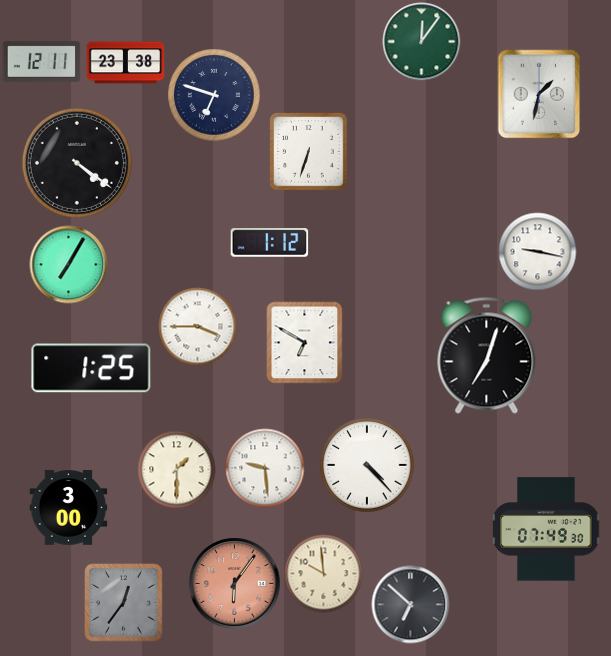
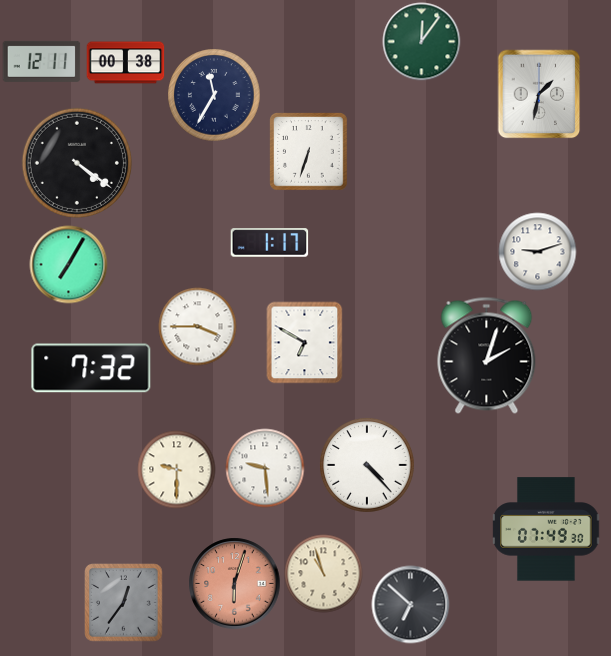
clock at (125, 63): 23:38 -> 00:38
clock at (214, 95): 6:48 -> 11:35
clock at (269, 243): 1:12 -> 1:17
clock at (537, 251): 9:17 -> 9:12
clock at (487, 355): 7:03 -> 2:03
clock at (91, 368): 1:25 -> 7:32
clock at (176, 469): 1:30 -> 9:30
clock at (68, 508): 3:00 -> none
clock at (323, 573): 9:59 -> 10:57
clock at (234, 583): 6:06 -> 6:03
